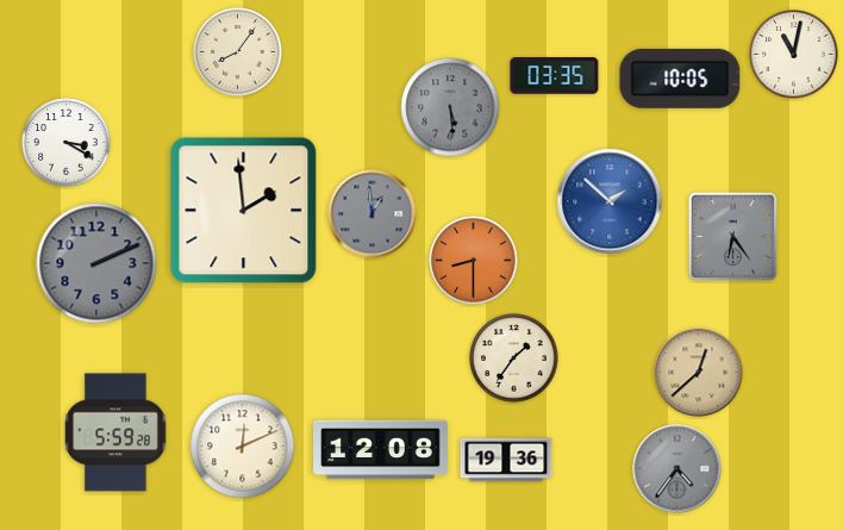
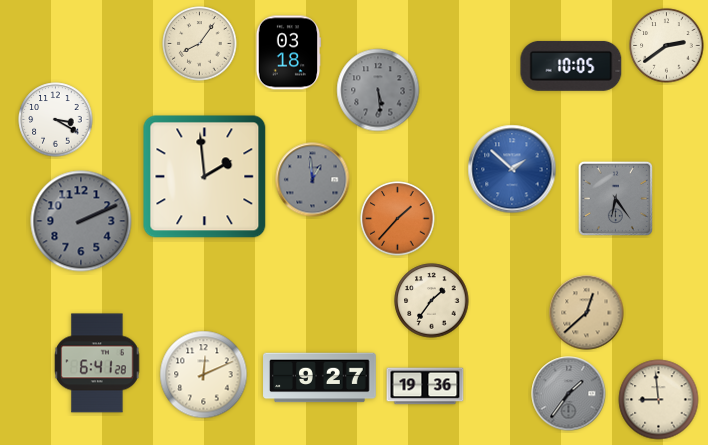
clock at (794, 55): 11:02 -> 2:39
clock at (288, 53): none -> 03:18
clock at (555, 76): 03:35 -> none
clock at (474, 261): 8:30 -> 1:37
clock at (115, 432): 5:59 -> 6:41
clock at (381, 450): 12:08 -> 9:27
clock at (677, 469): 4:36 -> 1:36
clock at (659, 400): none -> 8:59
